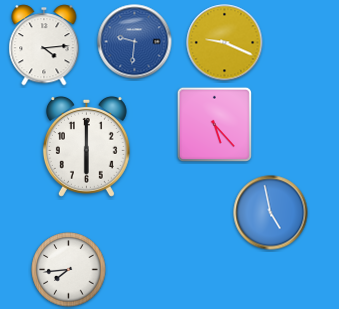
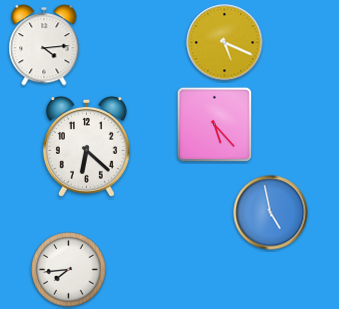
clock at (135, 42): 9:31 -> none
clock at (225, 43): 9:19 -> 5:19
clock at (86, 147): 6:00 -> 6:22
